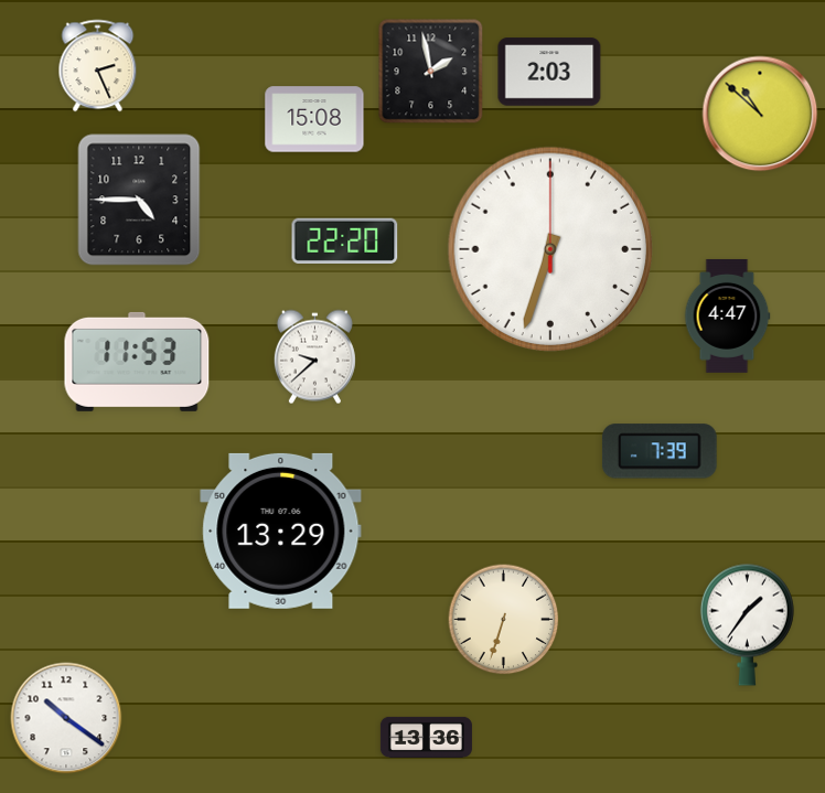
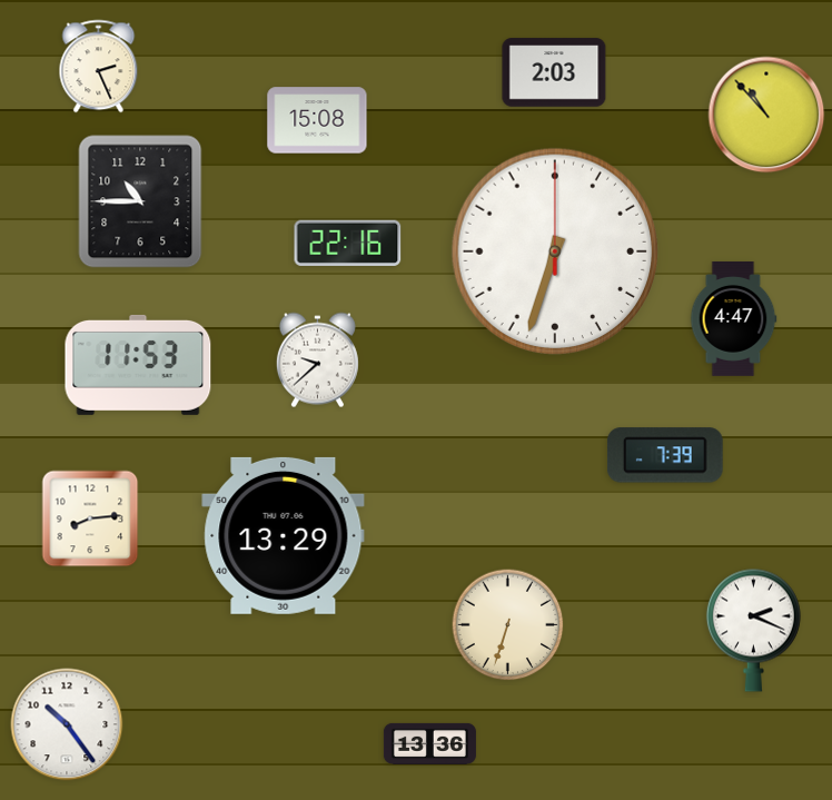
clock at (431, 72): 1:58 -> none
clock at (760, 114): 10:52 -> 10:53
clock at (139, 200): 4:45 -> 10:45
clock at (345, 240): 22:20 -> 22:16
clock at (90, 518): none -> 8:14
clock at (747, 624): 1:36 -> 2:19
clock at (66, 718): 10:21 -> 10:24
